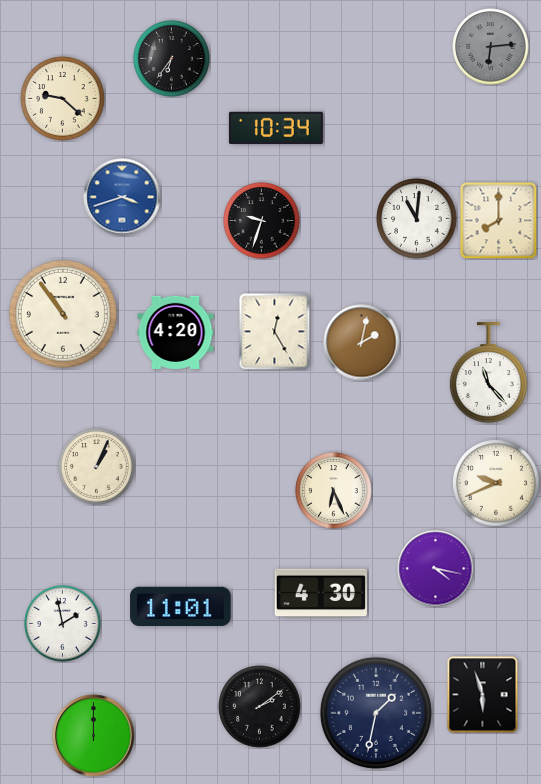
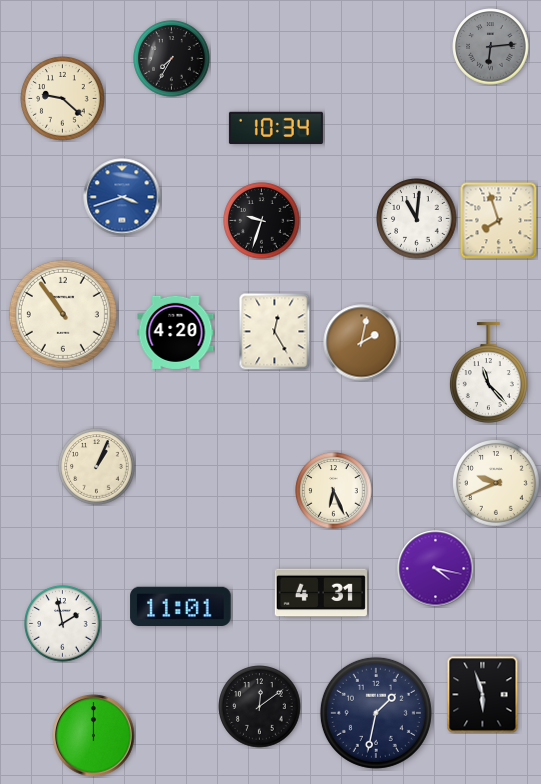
clock at (172, 59): 6:36 -> 7:35
clock at (498, 220): 8:00 -> 7:57
clock at (321, 593): 4:30 -> 4:31
clock at (260, 707): 2:09 -> 12:09
